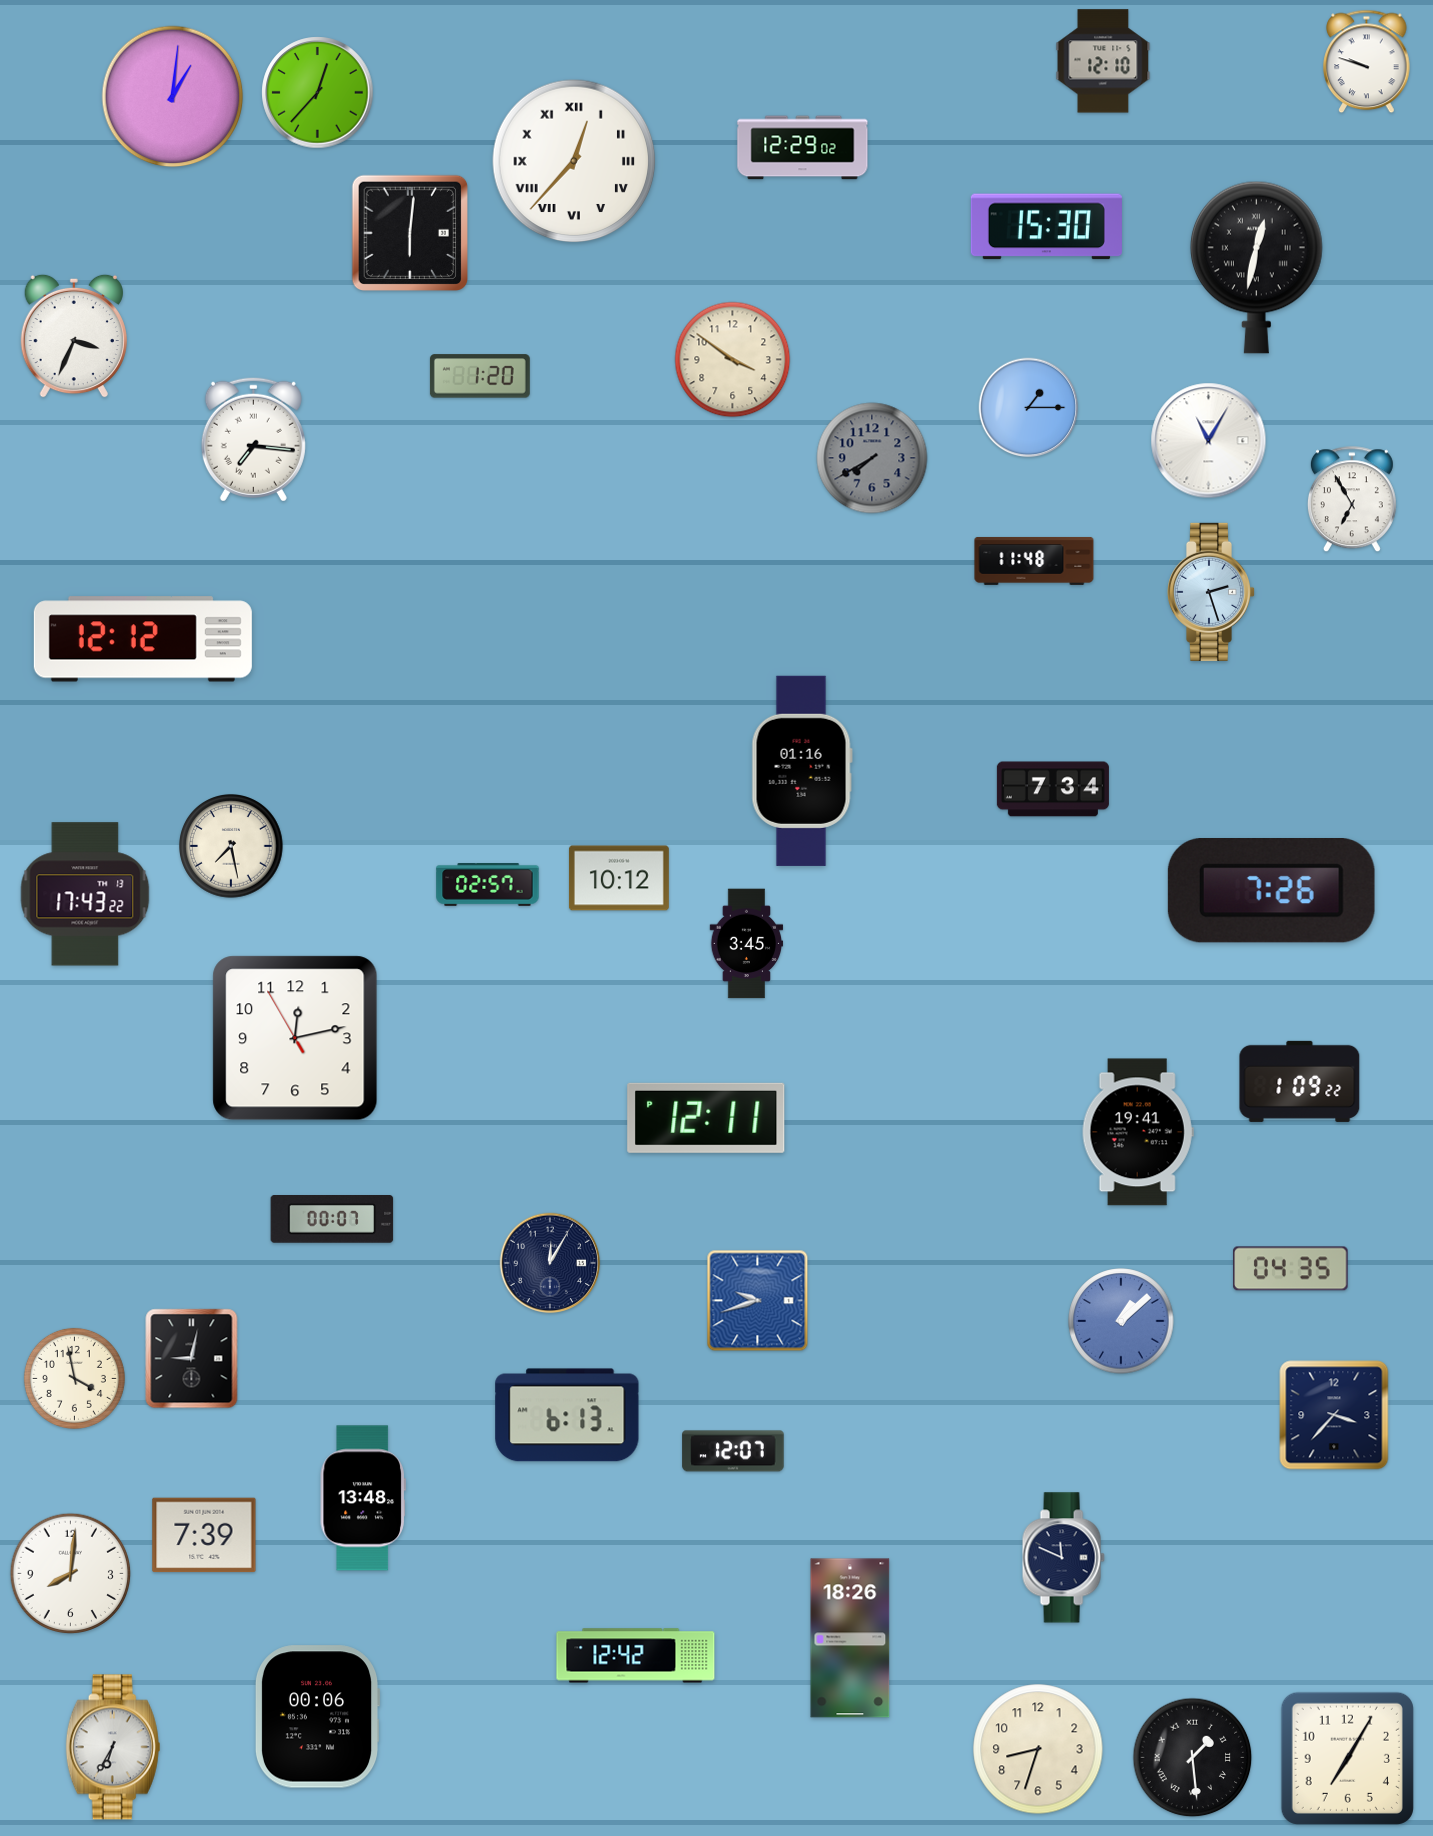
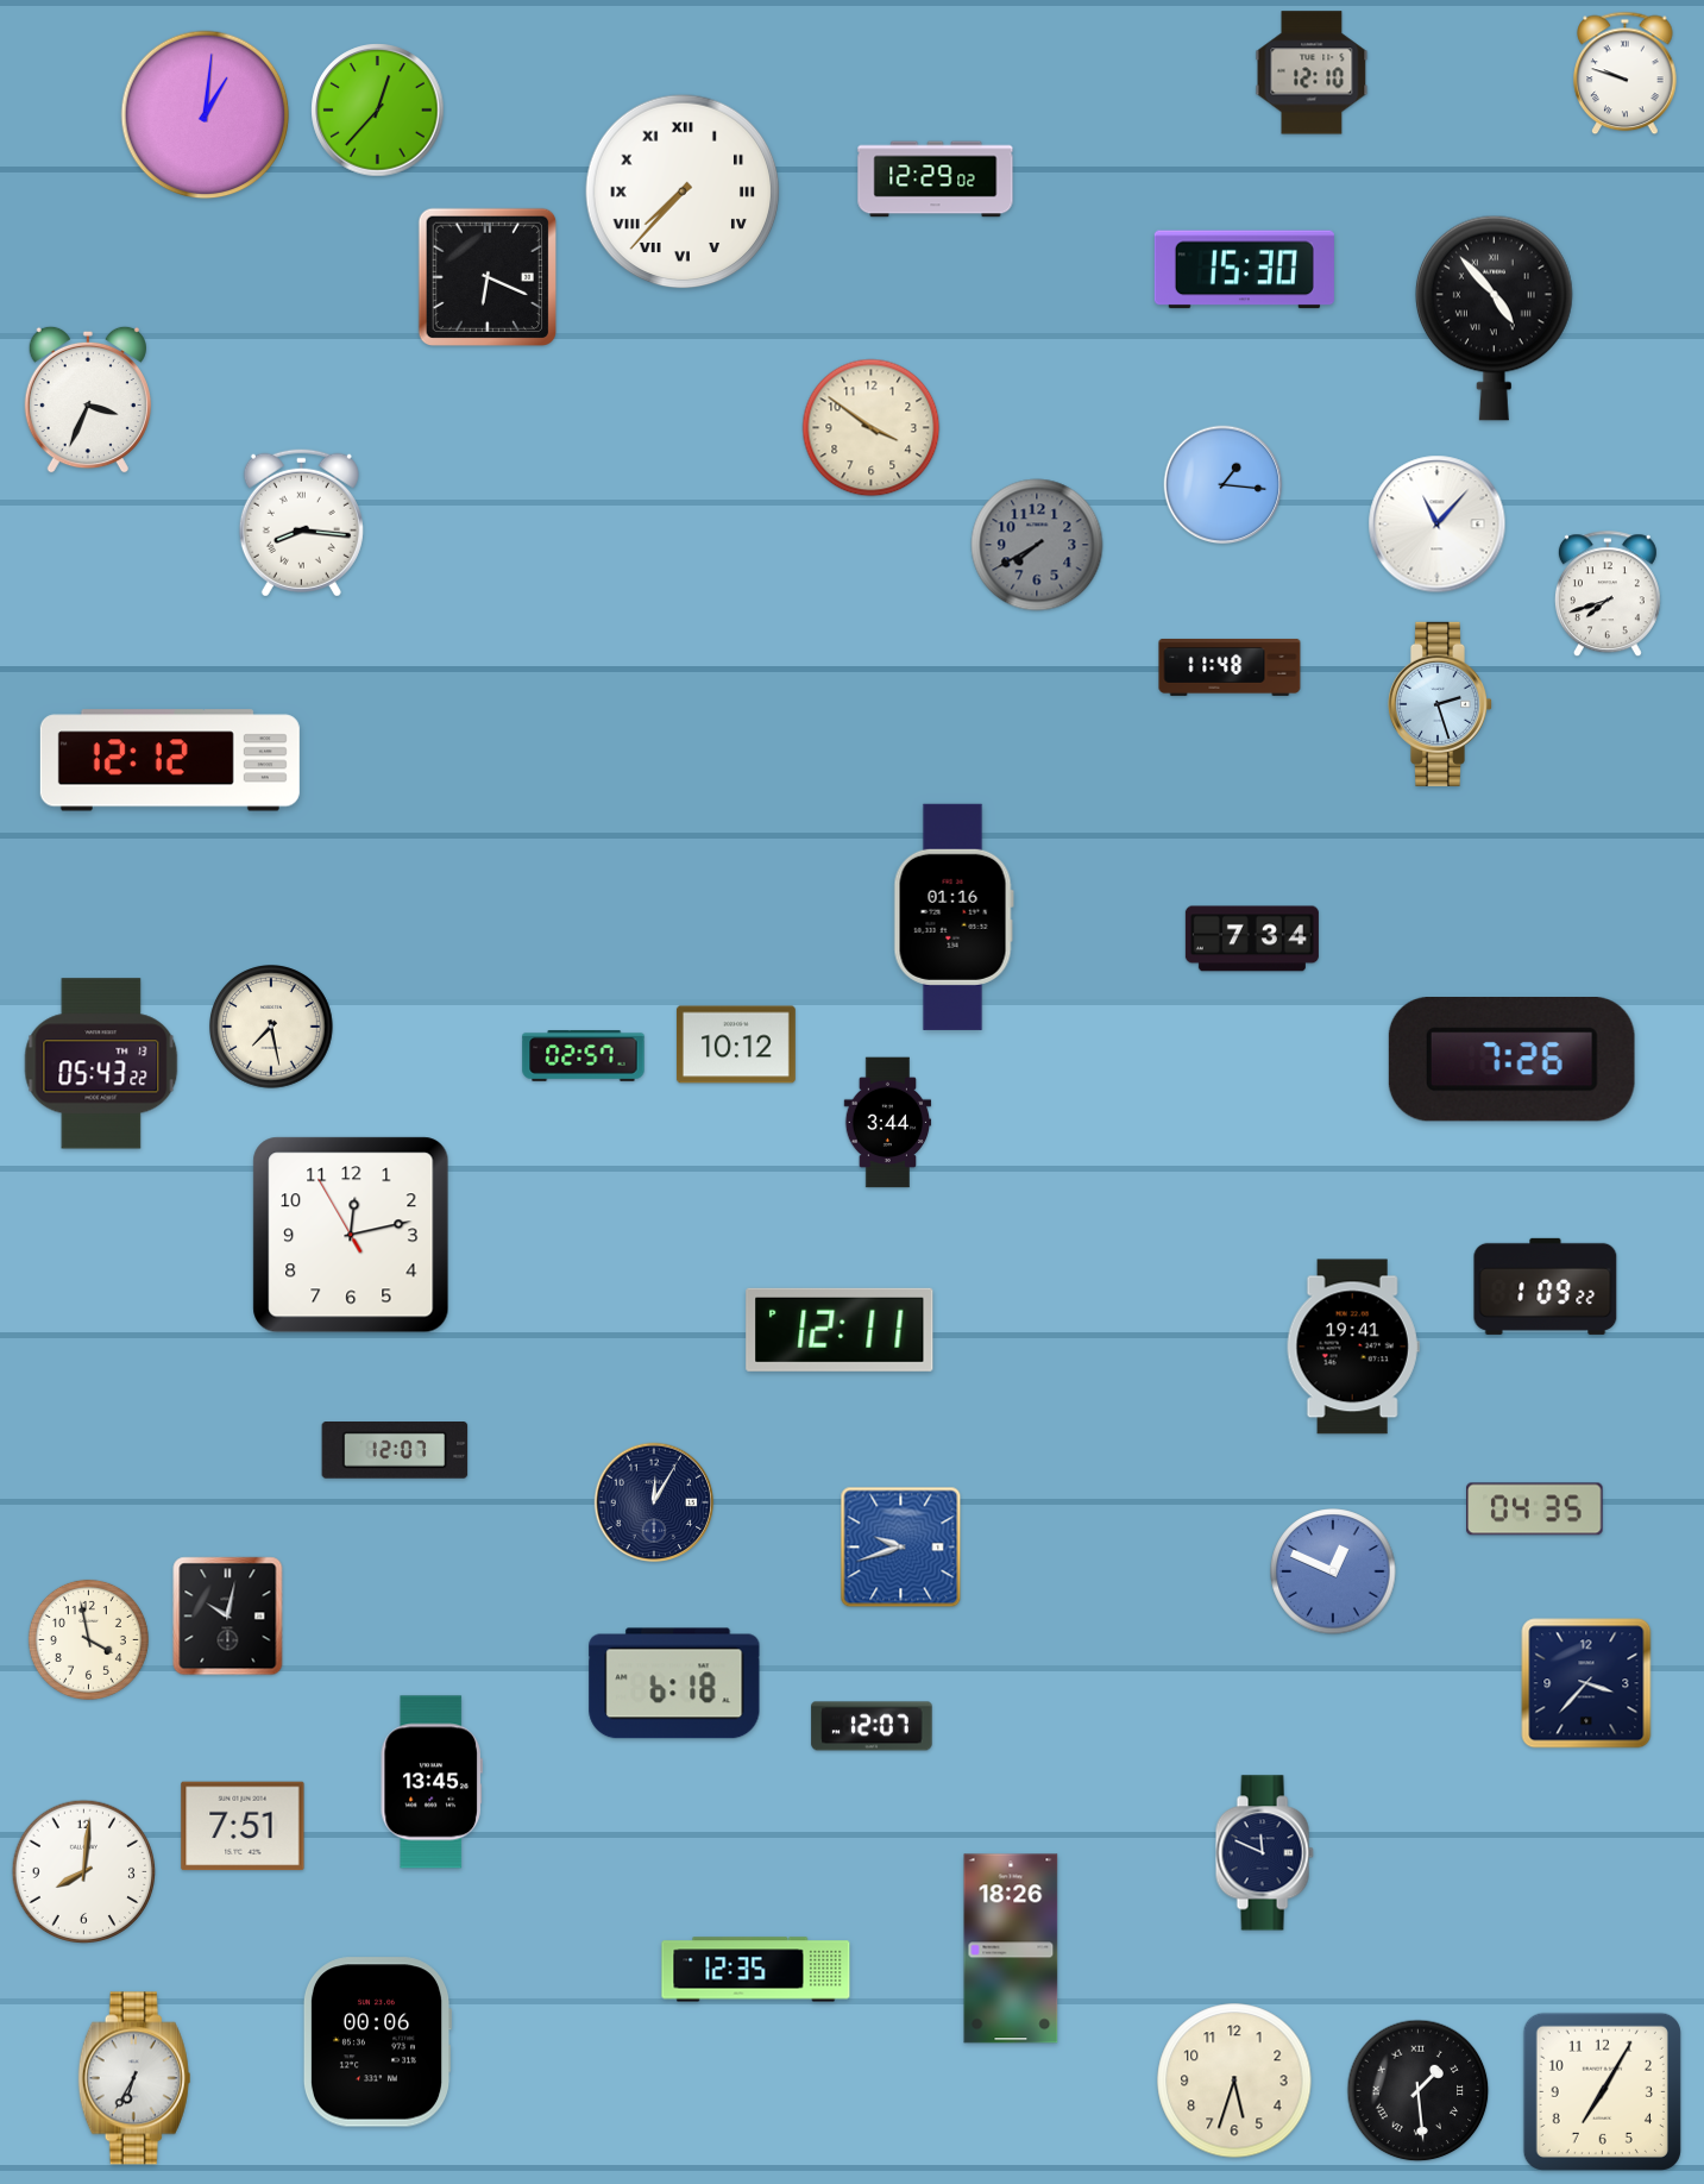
clock at (803, 148) position: (803, 148) -> (936, 180)
clock at (574, 161): 12:37 -> 7:37
clock at (409, 232): 6:01 -> 6:19
clock at (1256, 267): 12:32 -> 4:53
clock at (480, 376): 1:20 -> none
clock at (1029, 408): 1:15 -> 1:16
clock at (253, 439): 7:16 -> 8:16
clock at (1209, 441): 11:05 -> 11:07
clock at (1352, 500): 6:55 -> 7:42
clock at (232, 847) position: (232, 847) -> (272, 1028)
clock at (488, 885) position: (488, 885) -> (584, 1056)
clock at (85, 894): 17:43 -> 05:43
clock at (747, 944): 3:45 -> 3:44
clock at (332, 1220): 00:07 -> 12:07
clock at (1121, 1321): 1:08 -> 12:49
clock at (192, 1359): 9:02 -> 10:02
clock at (567, 1415): 6:13 -> 6:18
clock at (363, 1498): 13:48 -> 13:45
clock at (204, 1535): 7:39 -> 7:51
clock at (636, 1656): 12:42 -> 12:35
clock at (1038, 1749): 8:33 -> 5:33
